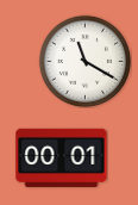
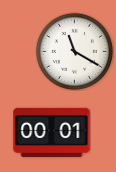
clock at (84, 61) position: (84, 61) -> (74, 51)
